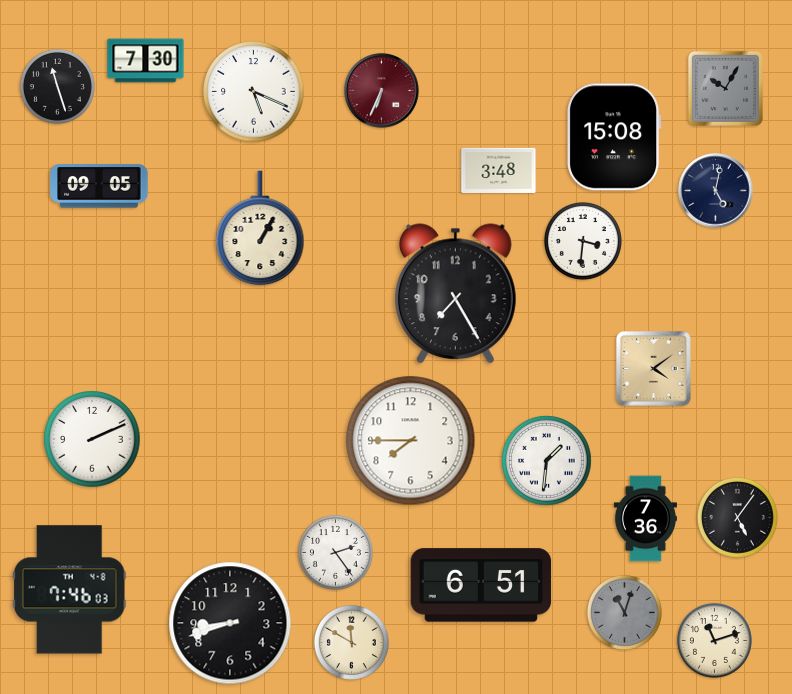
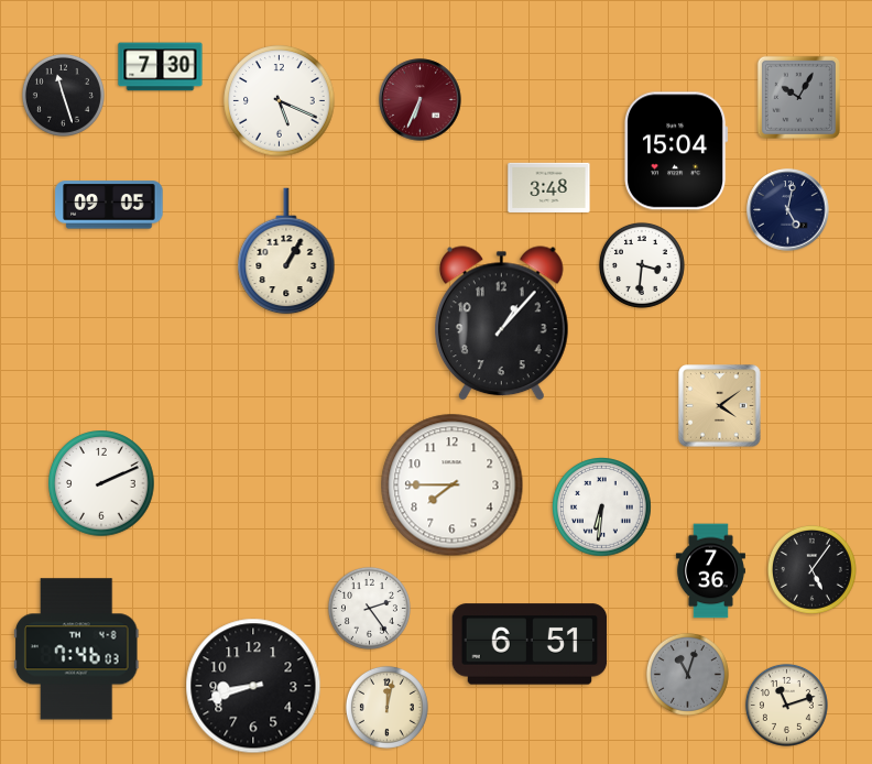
clock at (614, 137): 15:08 -> 15:04
clock at (455, 294): 7:25 -> 1:07
clock at (547, 461): 1:31 -> 6:31
clock at (351, 642): 11:50 -> 12:02
